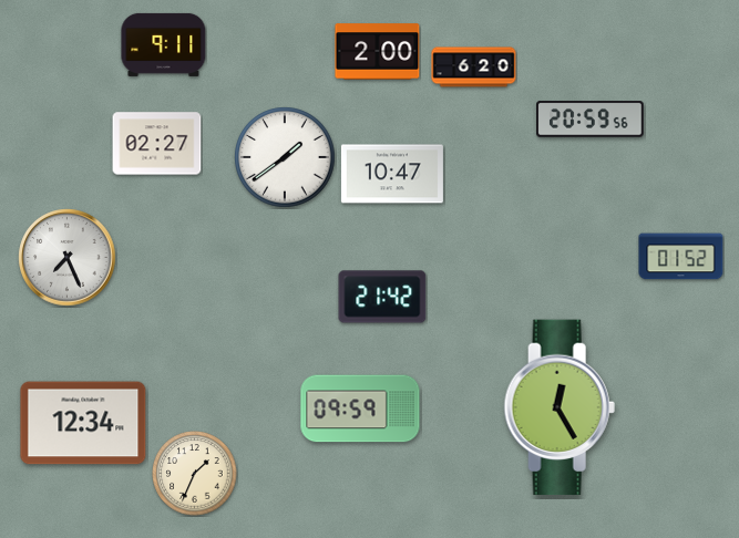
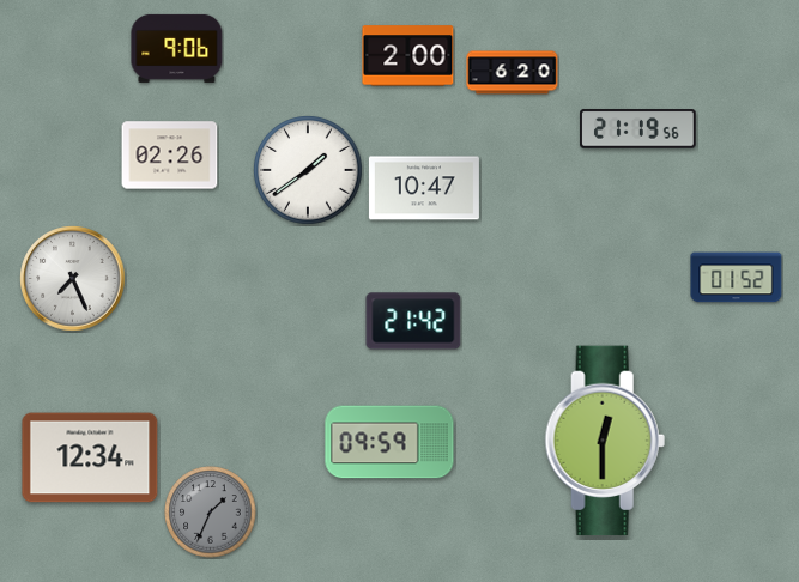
clock at (164, 44): 9:11 -> 9:06
clock at (591, 120): 20:59 -> 21:19
clock at (157, 144): 02:27 -> 02:26
clock at (560, 407): 12:25 -> 12:30
clock at (195, 474) dial: cream -> grey
